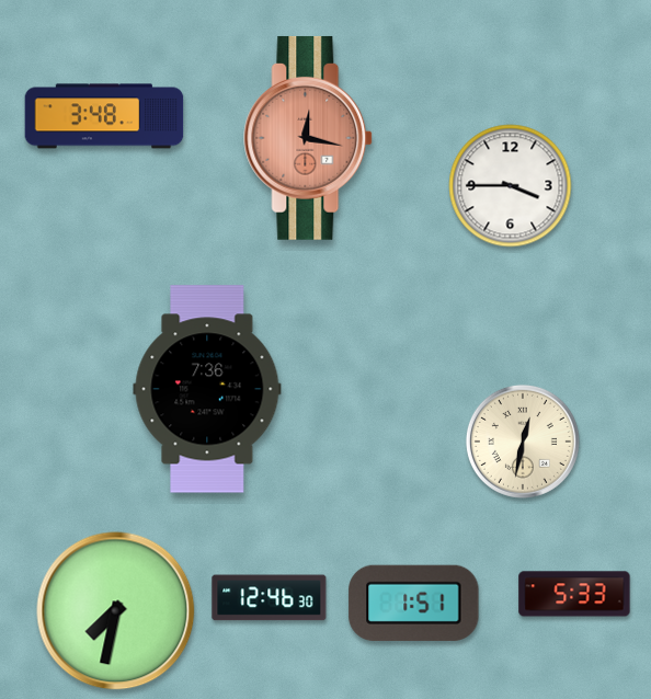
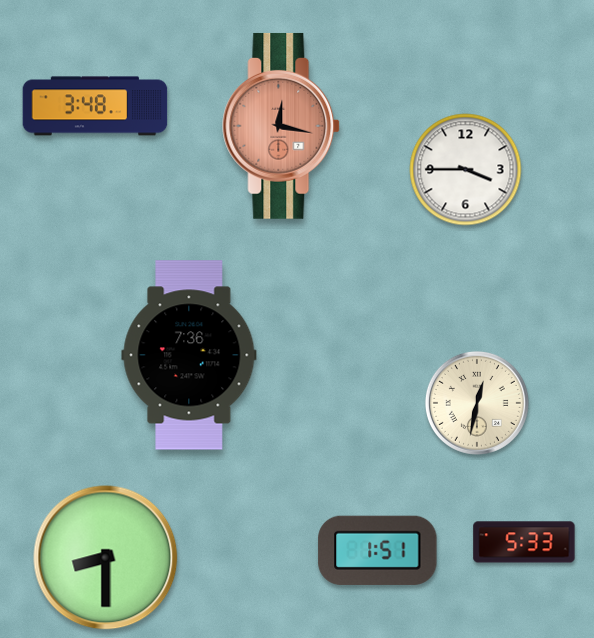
clock at (270, 598): 12:46 -> none
clock at (116, 611): 7:32 -> 8:30
